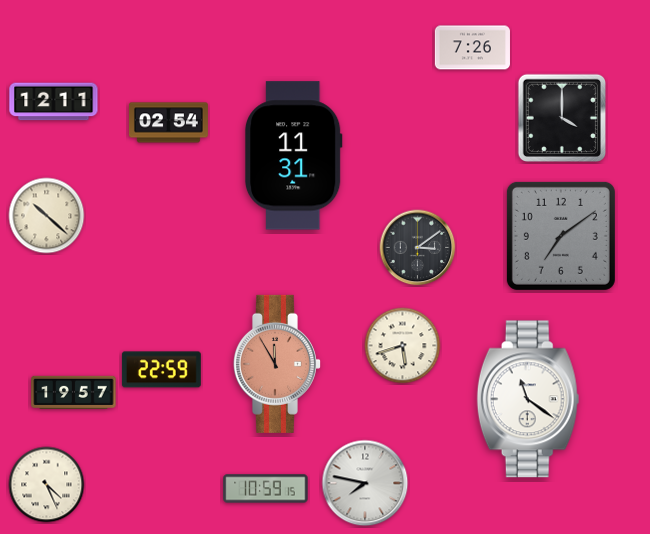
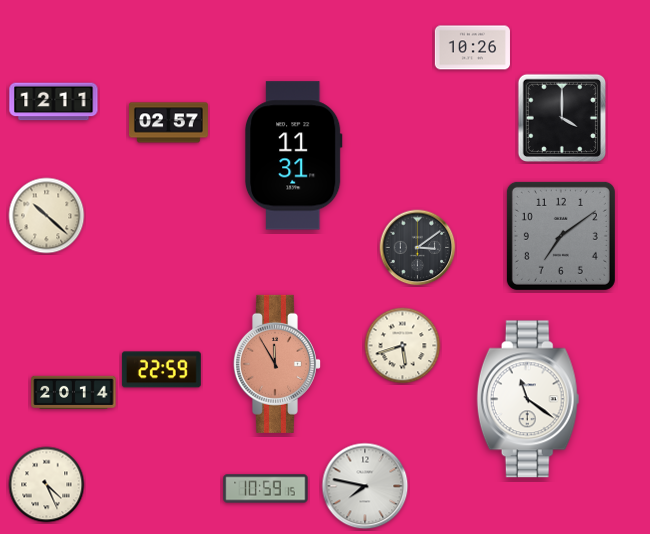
clock at (472, 48): 7:26 -> 10:26
clock at (168, 123): 02:54 -> 02:57
clock at (74, 392): 19:57 -> 20:14
clock at (365, 483) position: (365, 483) -> (365, 486)
